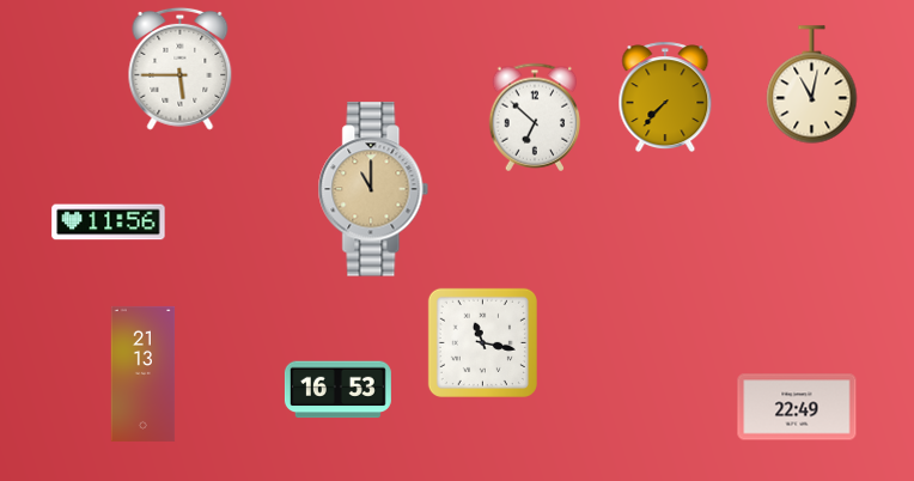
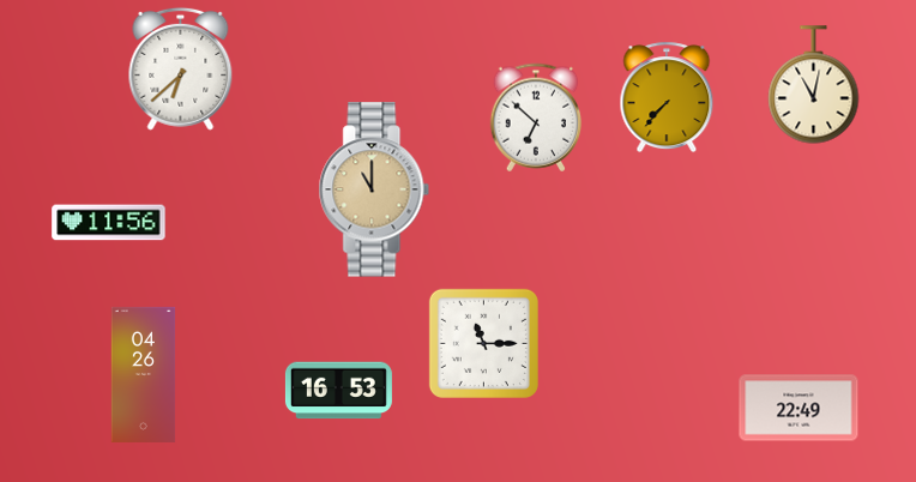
clock at (181, 68): 5:45 -> 6:38
clock at (482, 342): 11:17 -> 11:15
clock at (144, 373): 21:13 -> 04:26
